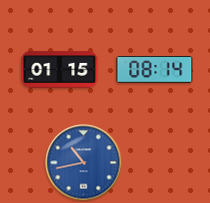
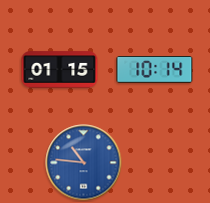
clock at (155, 70): 08:14 -> 10:14
clock at (84, 163): 10:43 -> 10:46
